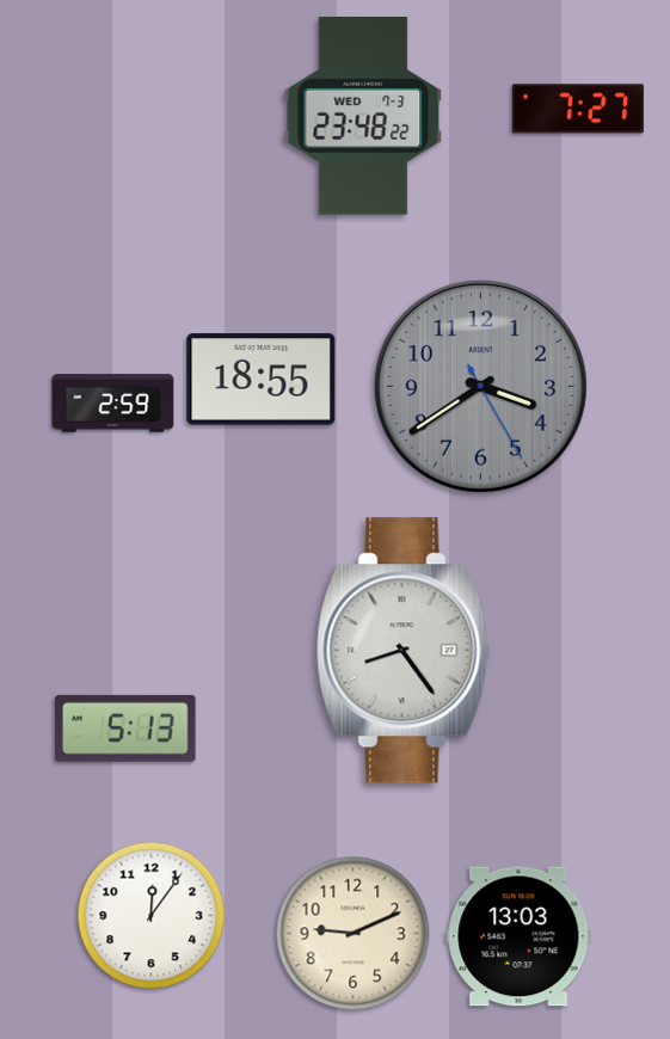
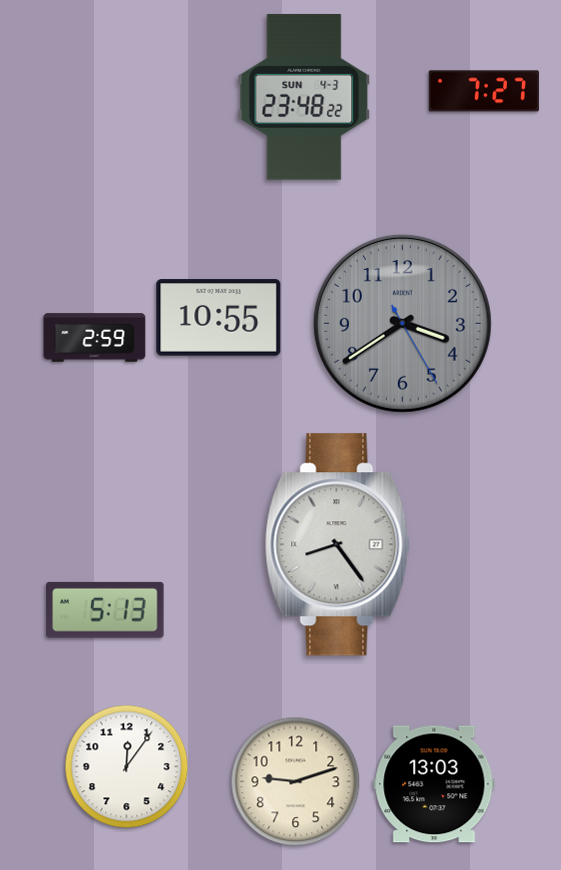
clock at (363, 116) date: WED 7-3 -> SUN 4-3
clock at (262, 380): 18:55 -> 10:55
clock at (354, 934): 9:11 -> 9:12
